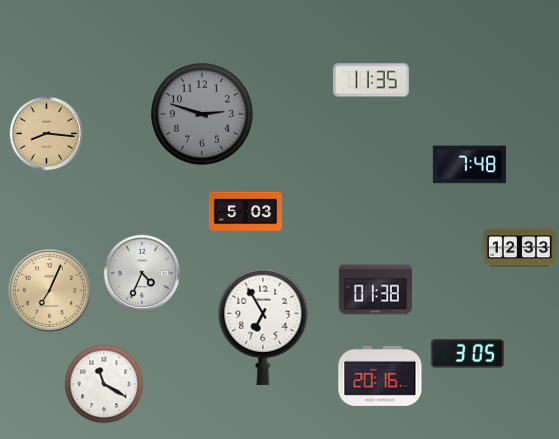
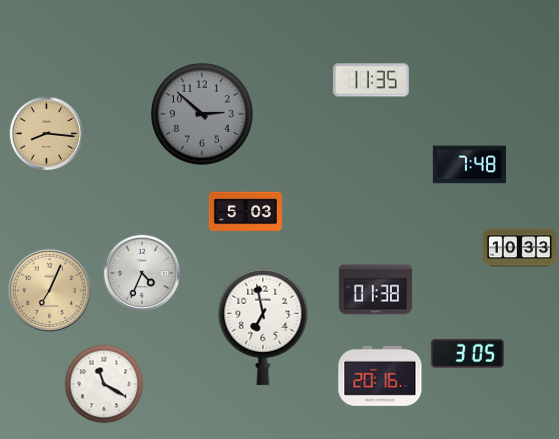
clock at (203, 115): 2:48 -> 2:52
clock at (519, 248): 12:33 -> 10:33
clock at (263, 327): 6:55 -> 6:58
